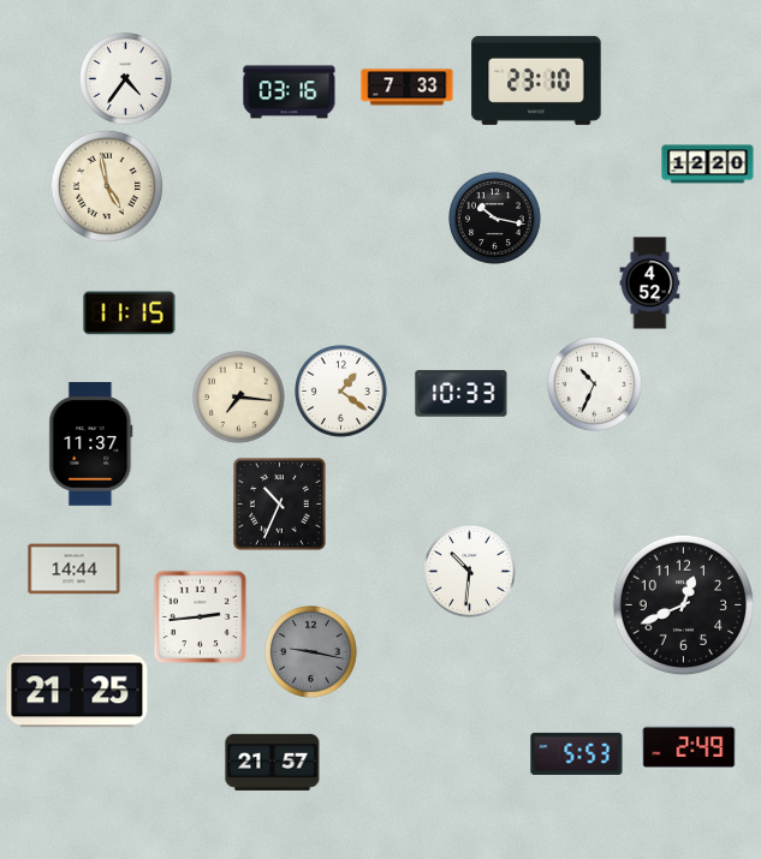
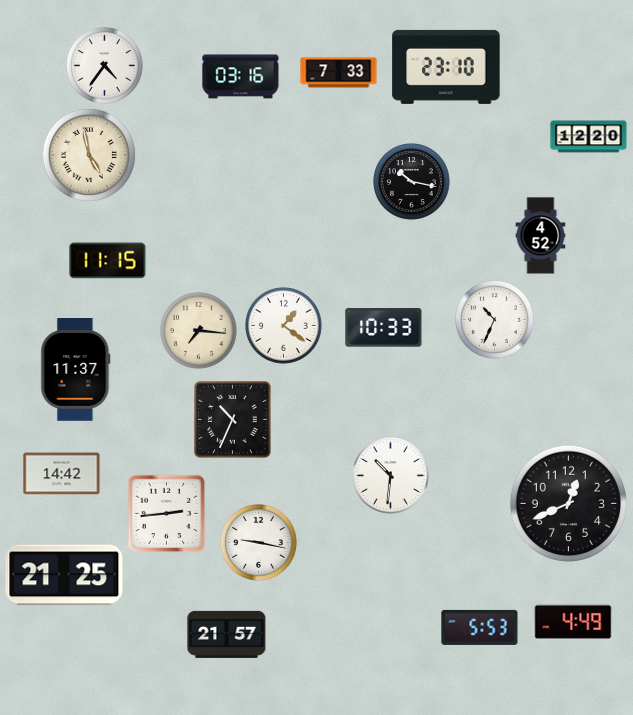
clock at (75, 569): 14:44 -> 14:42
clock at (311, 652) dial: grey -> white
clock at (689, 747): 2:49 -> 4:49
